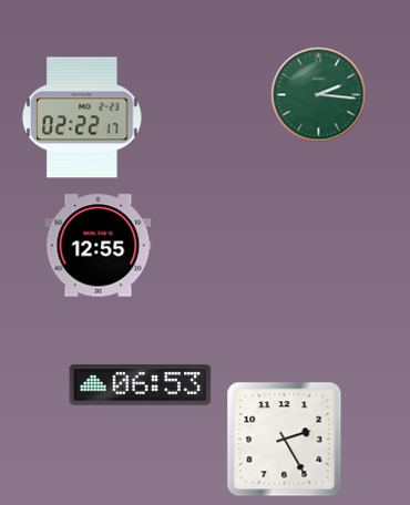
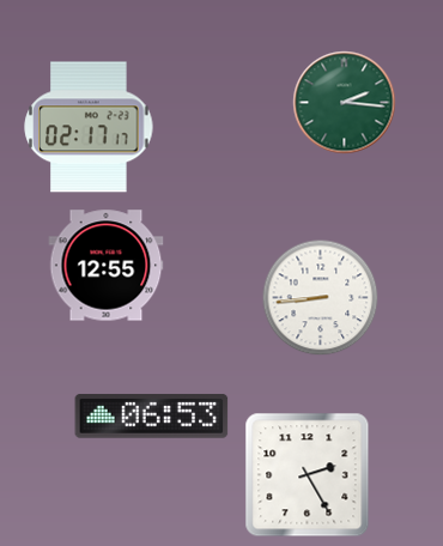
clock at (82, 117): 02:22 -> 02:17
clock at (321, 298): none -> 8:44
